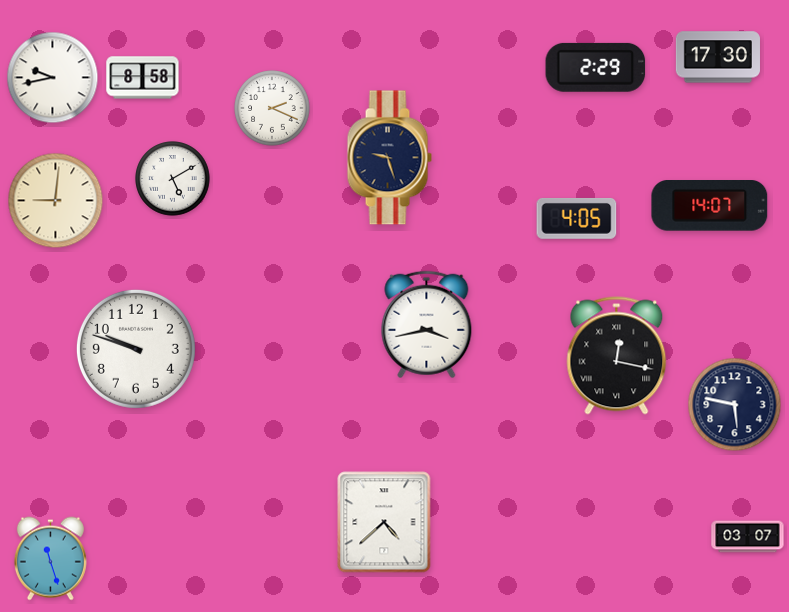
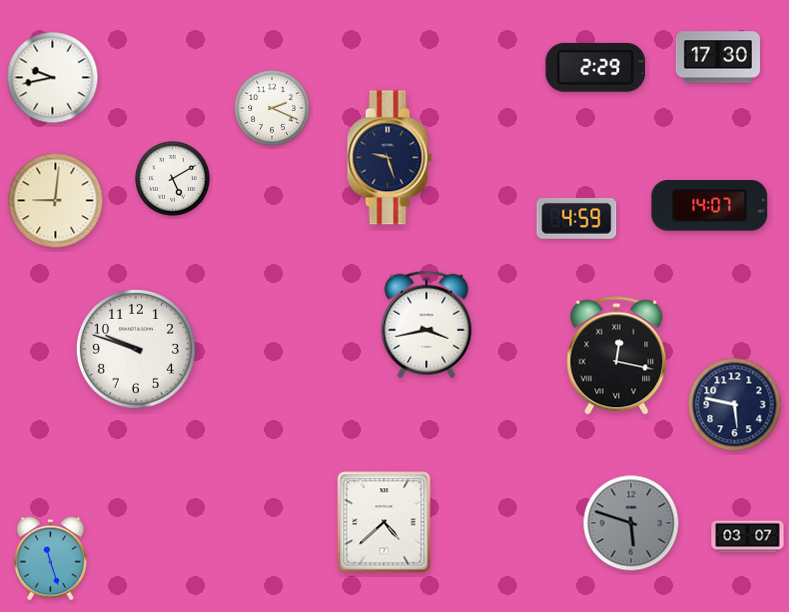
clock at (143, 78): 8:58 -> none
clock at (577, 218): 4:05 -> 4:59
clock at (631, 523): none -> 5:48
